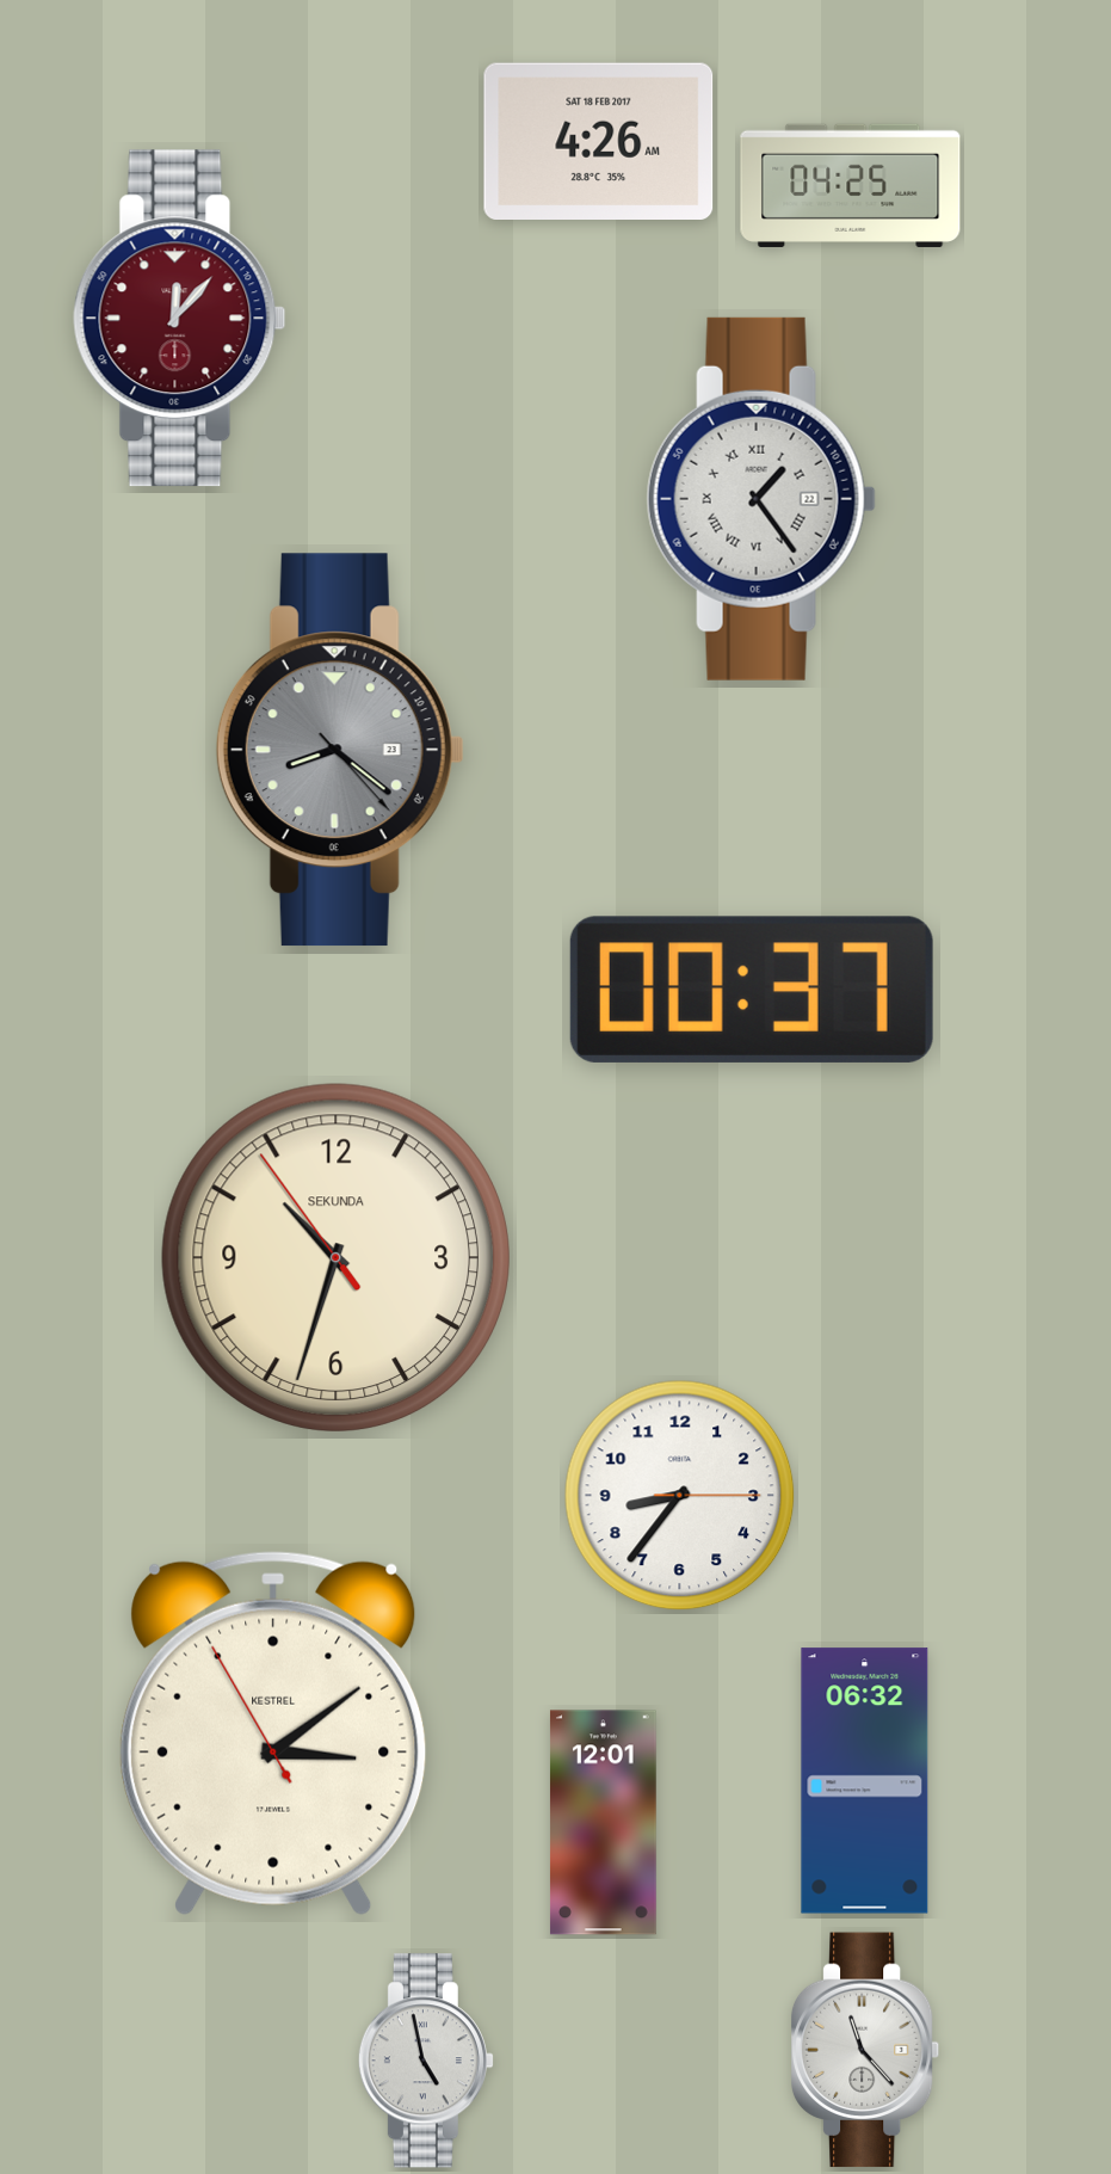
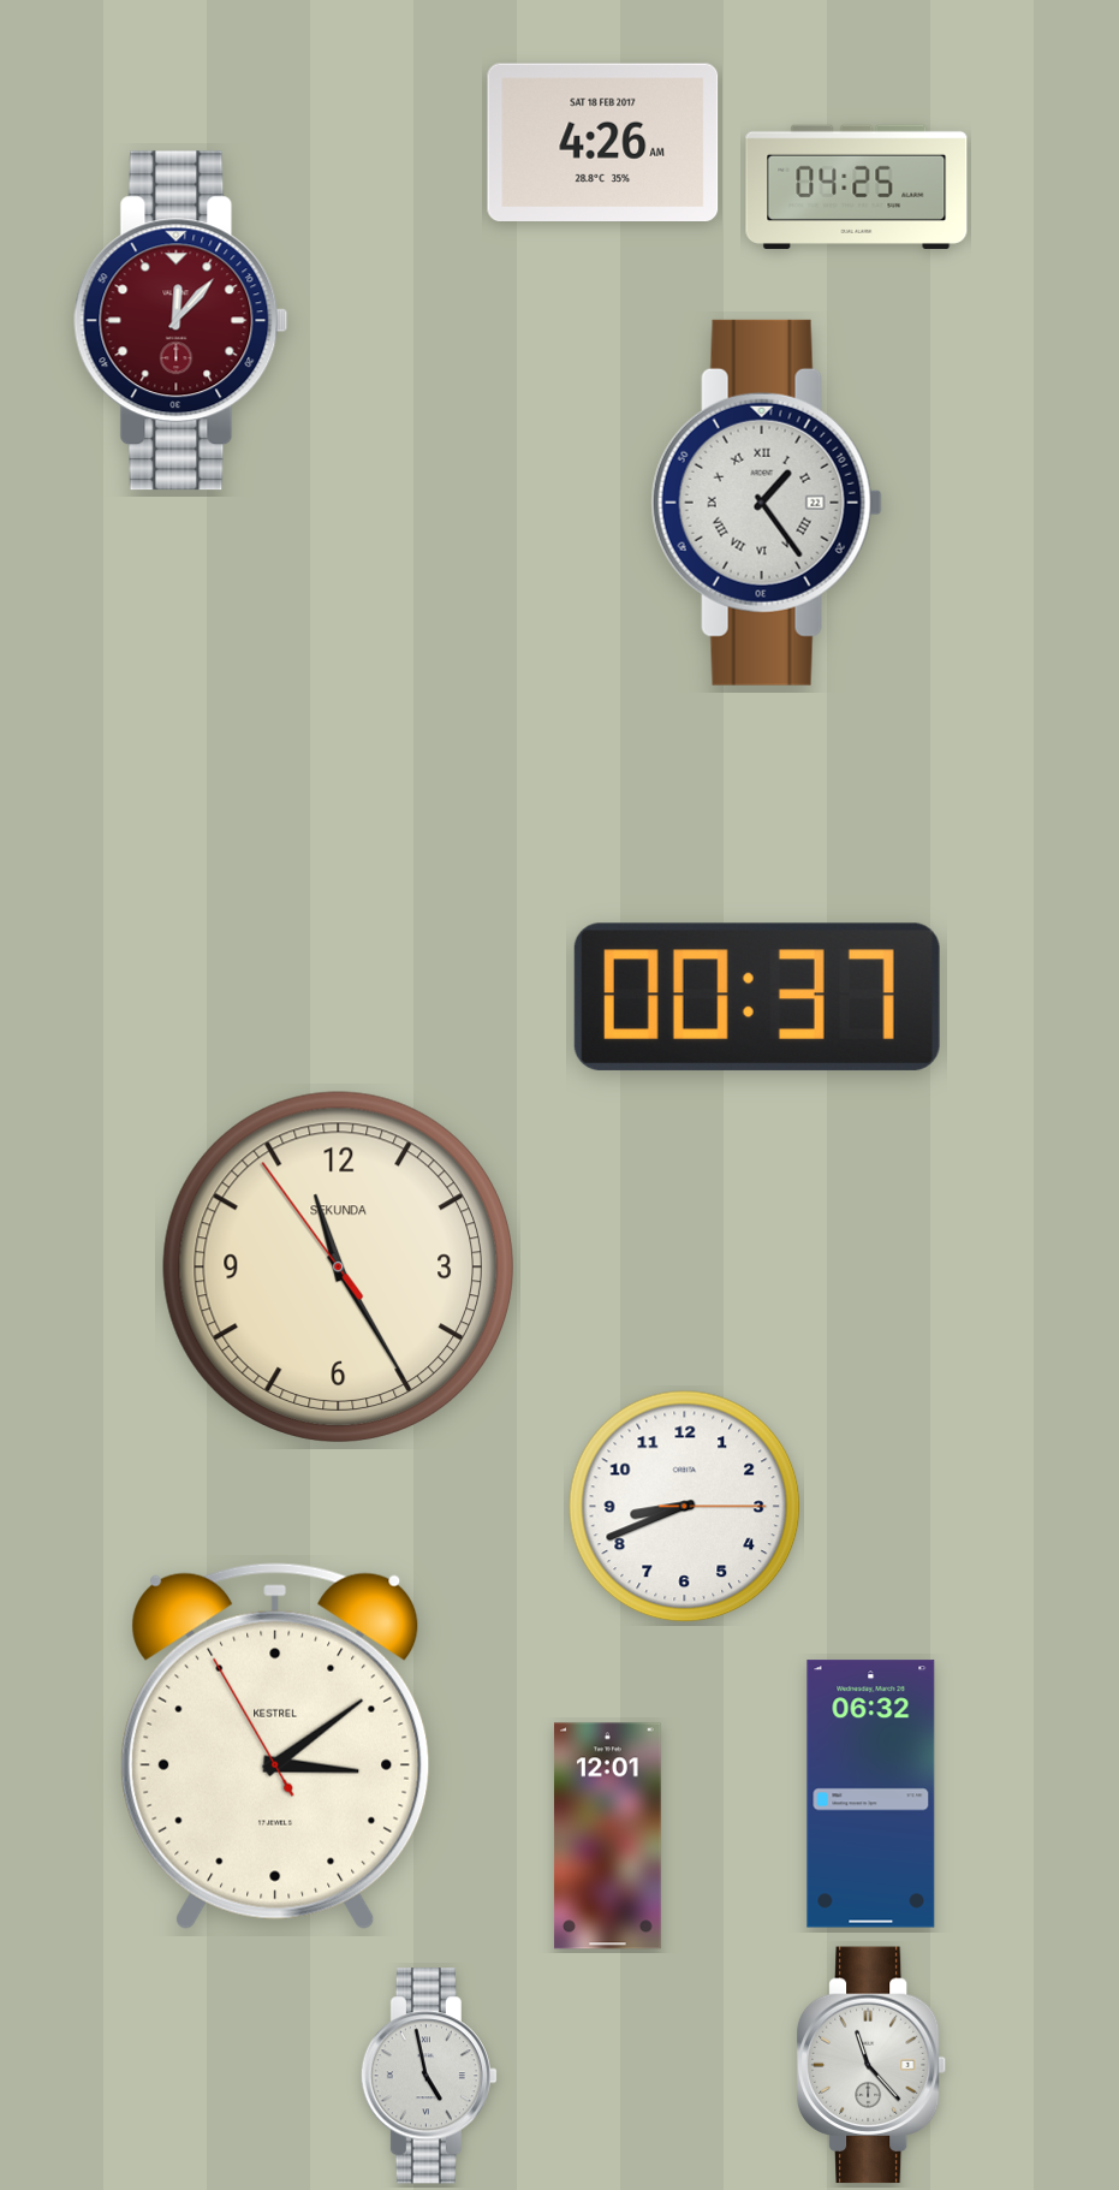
clock at (340, 750): 8:21 -> none
clock at (335, 1257): 10:32 -> 11:24
clock at (680, 1496): 8:36 -> 8:41
